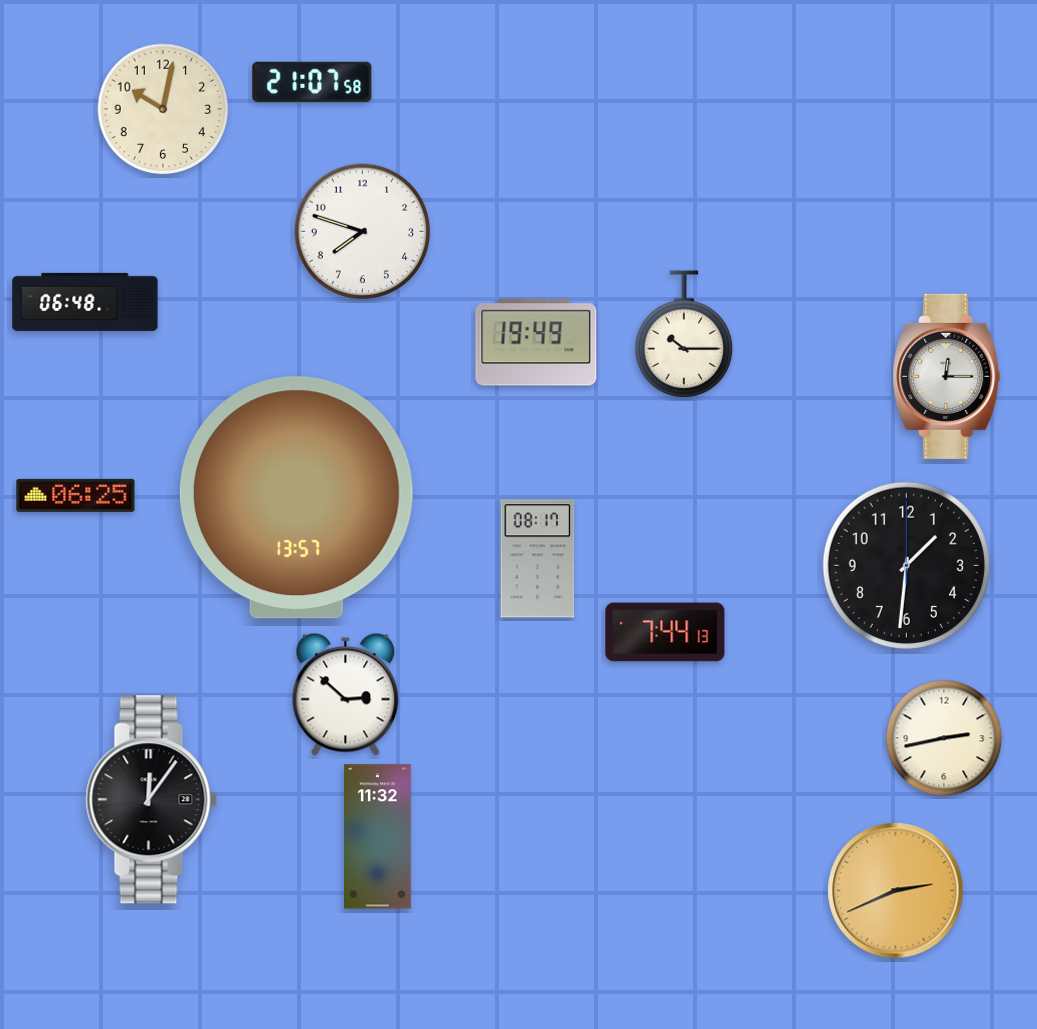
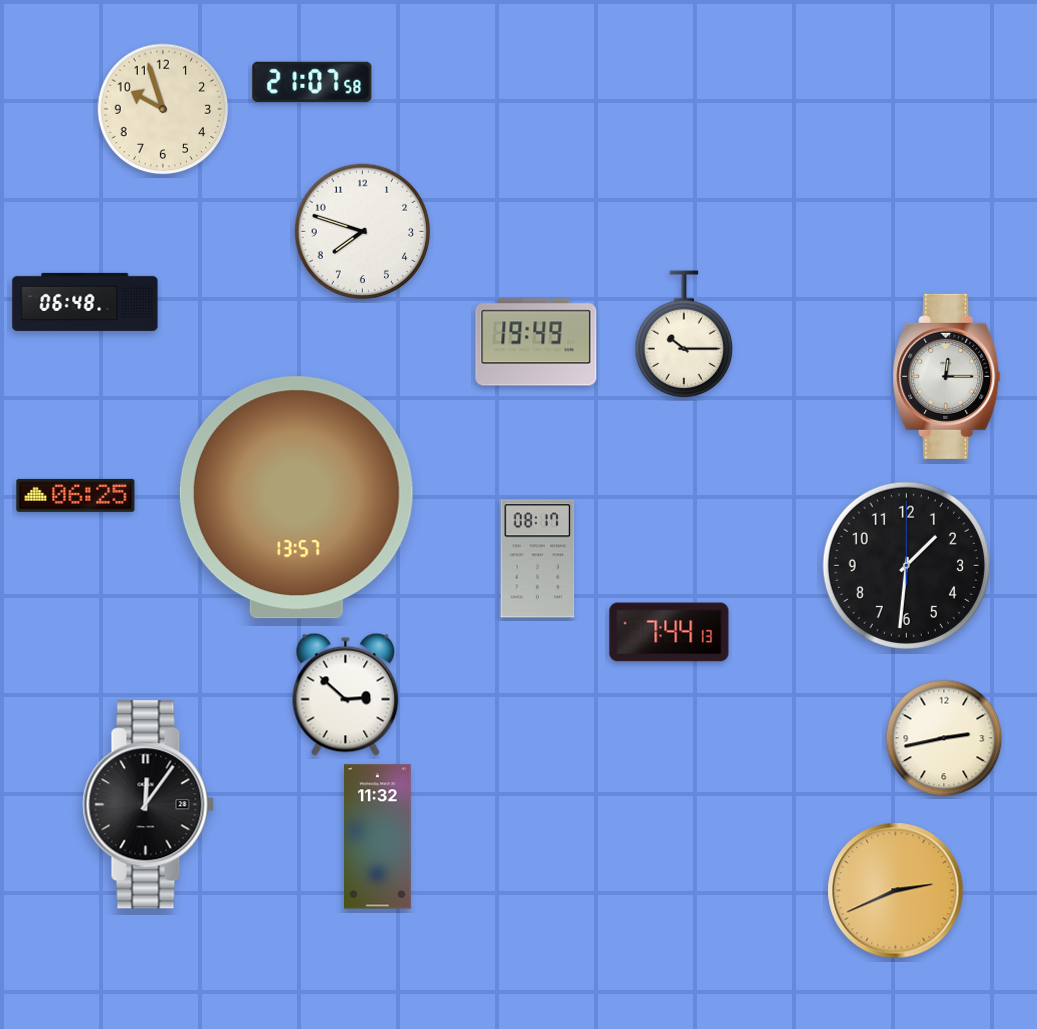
clock at (163, 109): 10:02 -> 9:57
clock at (665, 632) position: (665, 632) -> (669, 632)
clock at (152, 800) position: (152, 800) -> (149, 805)
